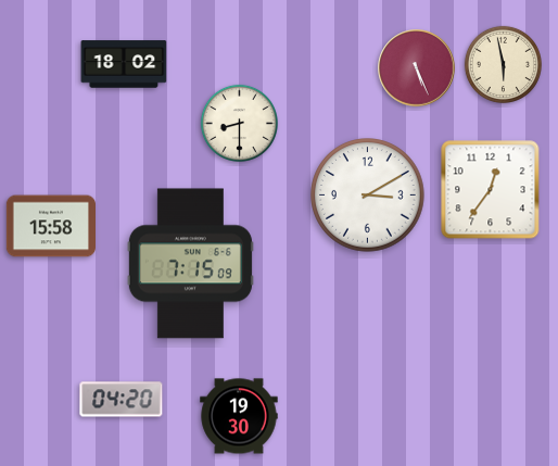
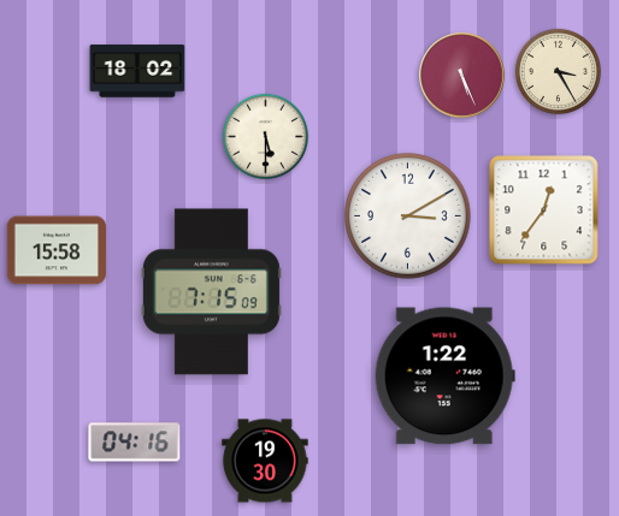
clock at (503, 64): 5:58 -> 3:25
clock at (239, 123): 8:30 -> 5:30
clock at (444, 376): none -> 1:22
clock at (122, 400): 04:20 -> 04:16
